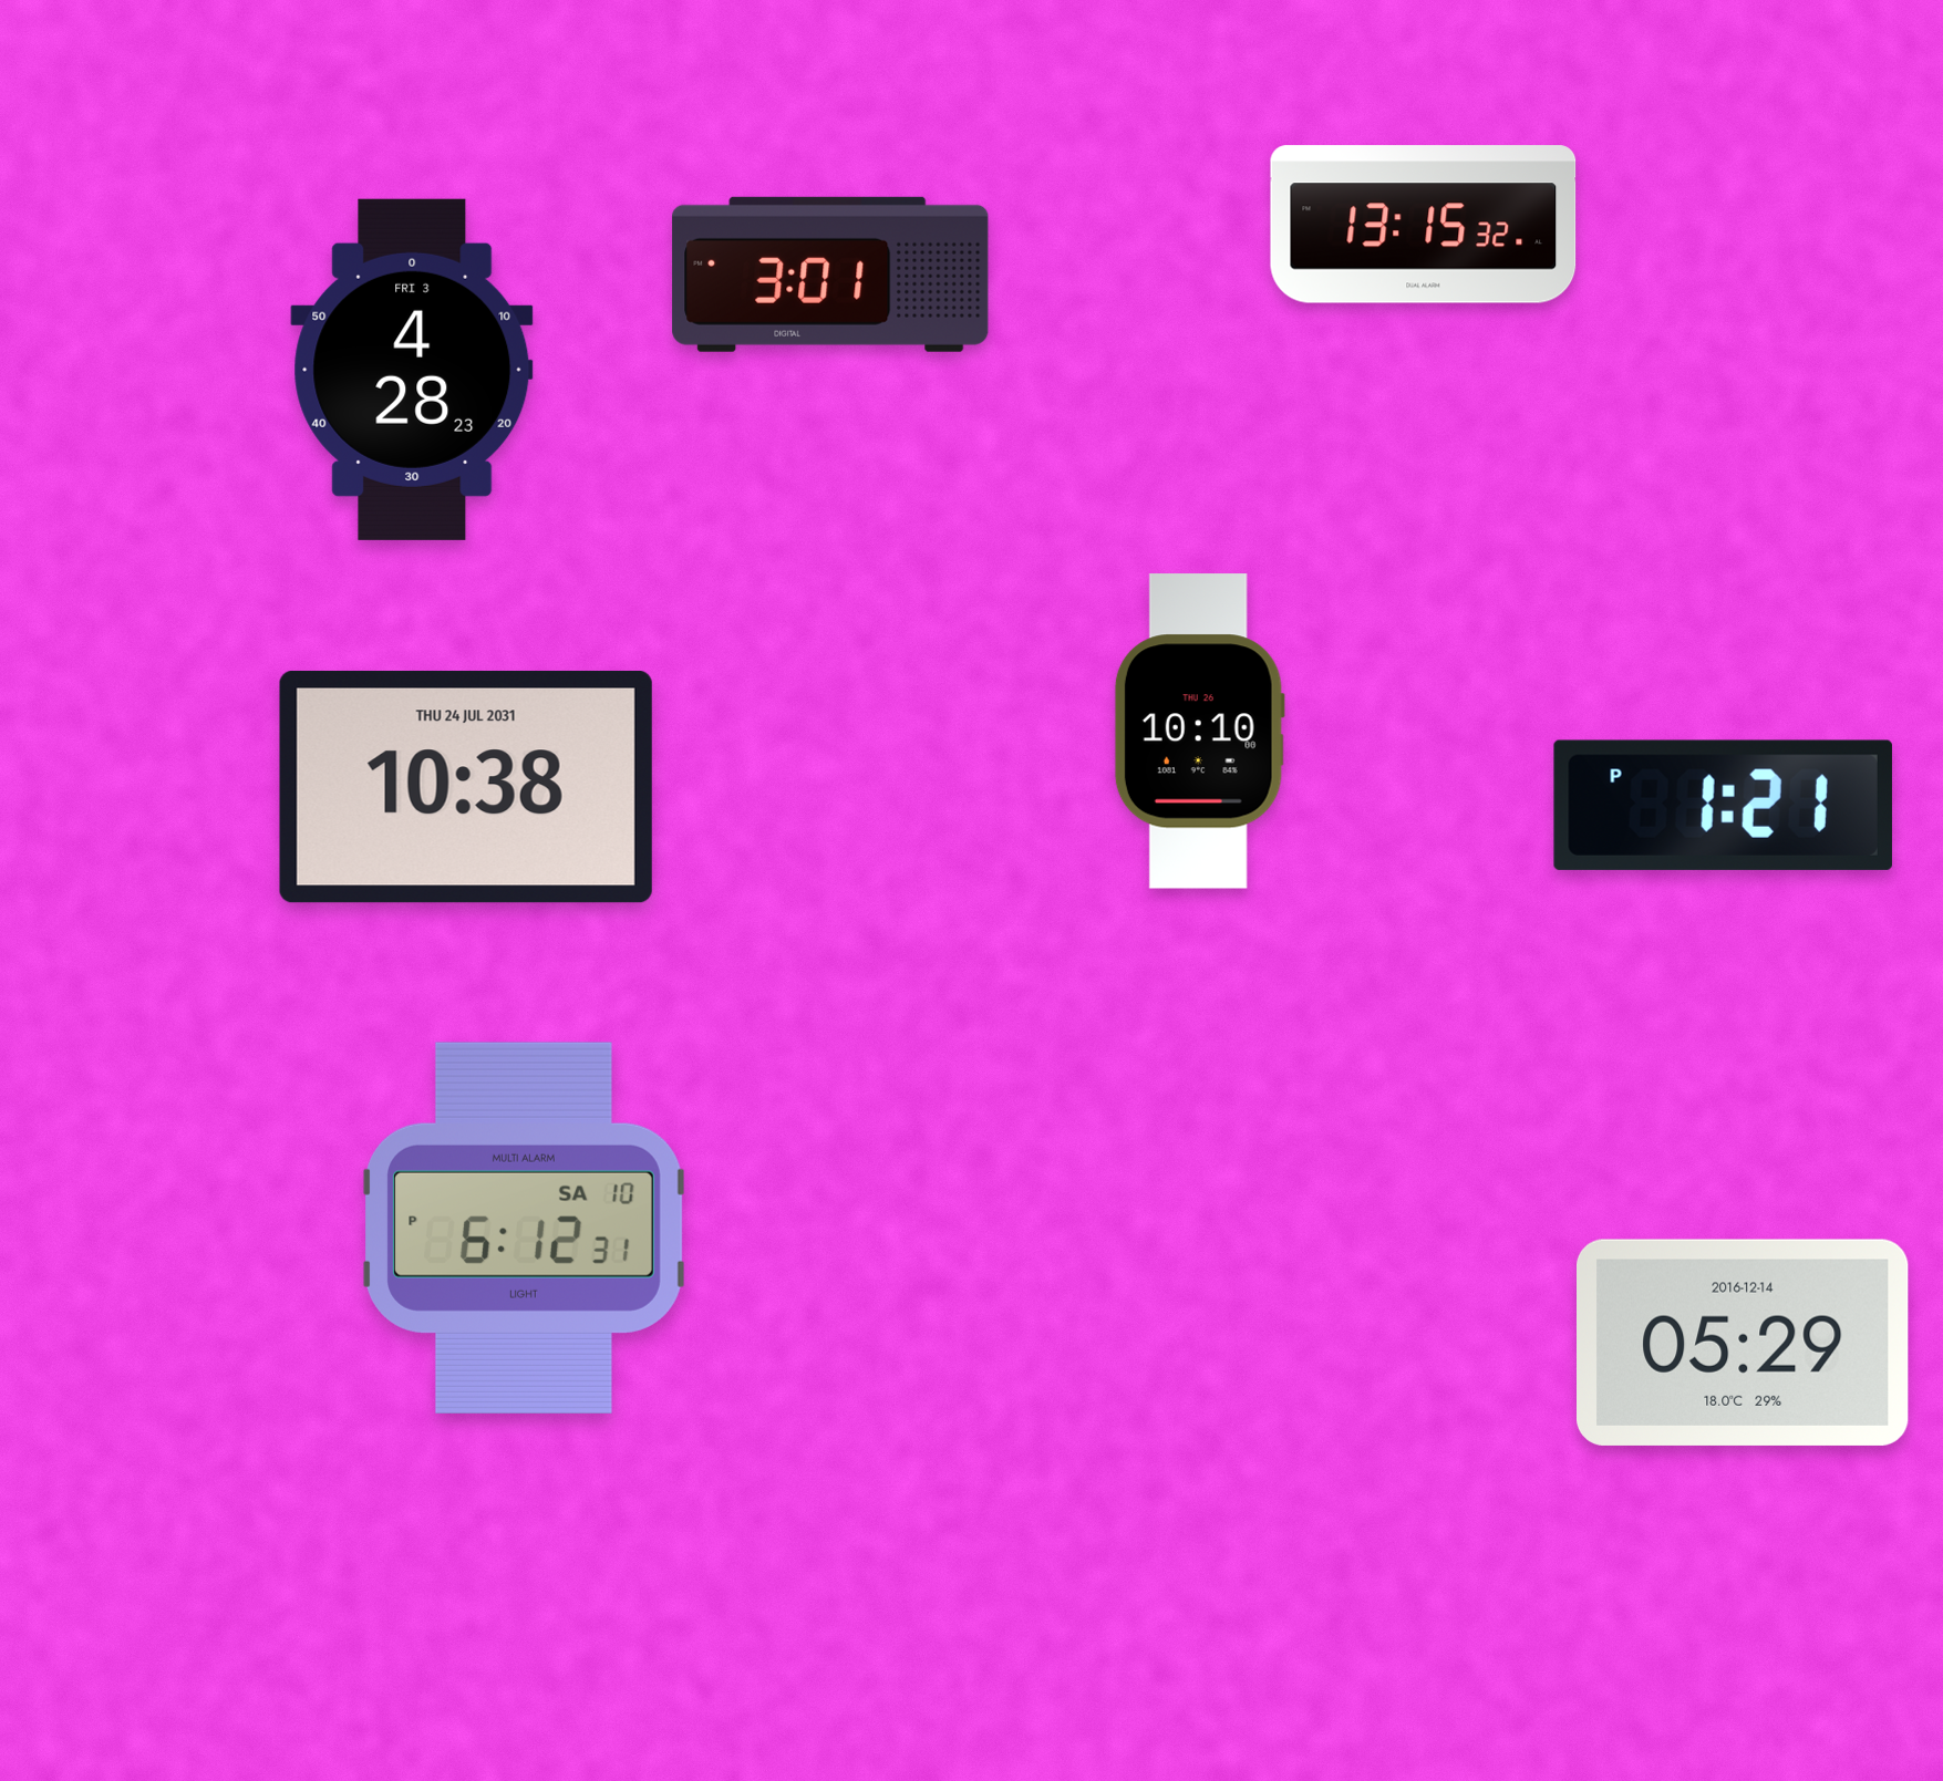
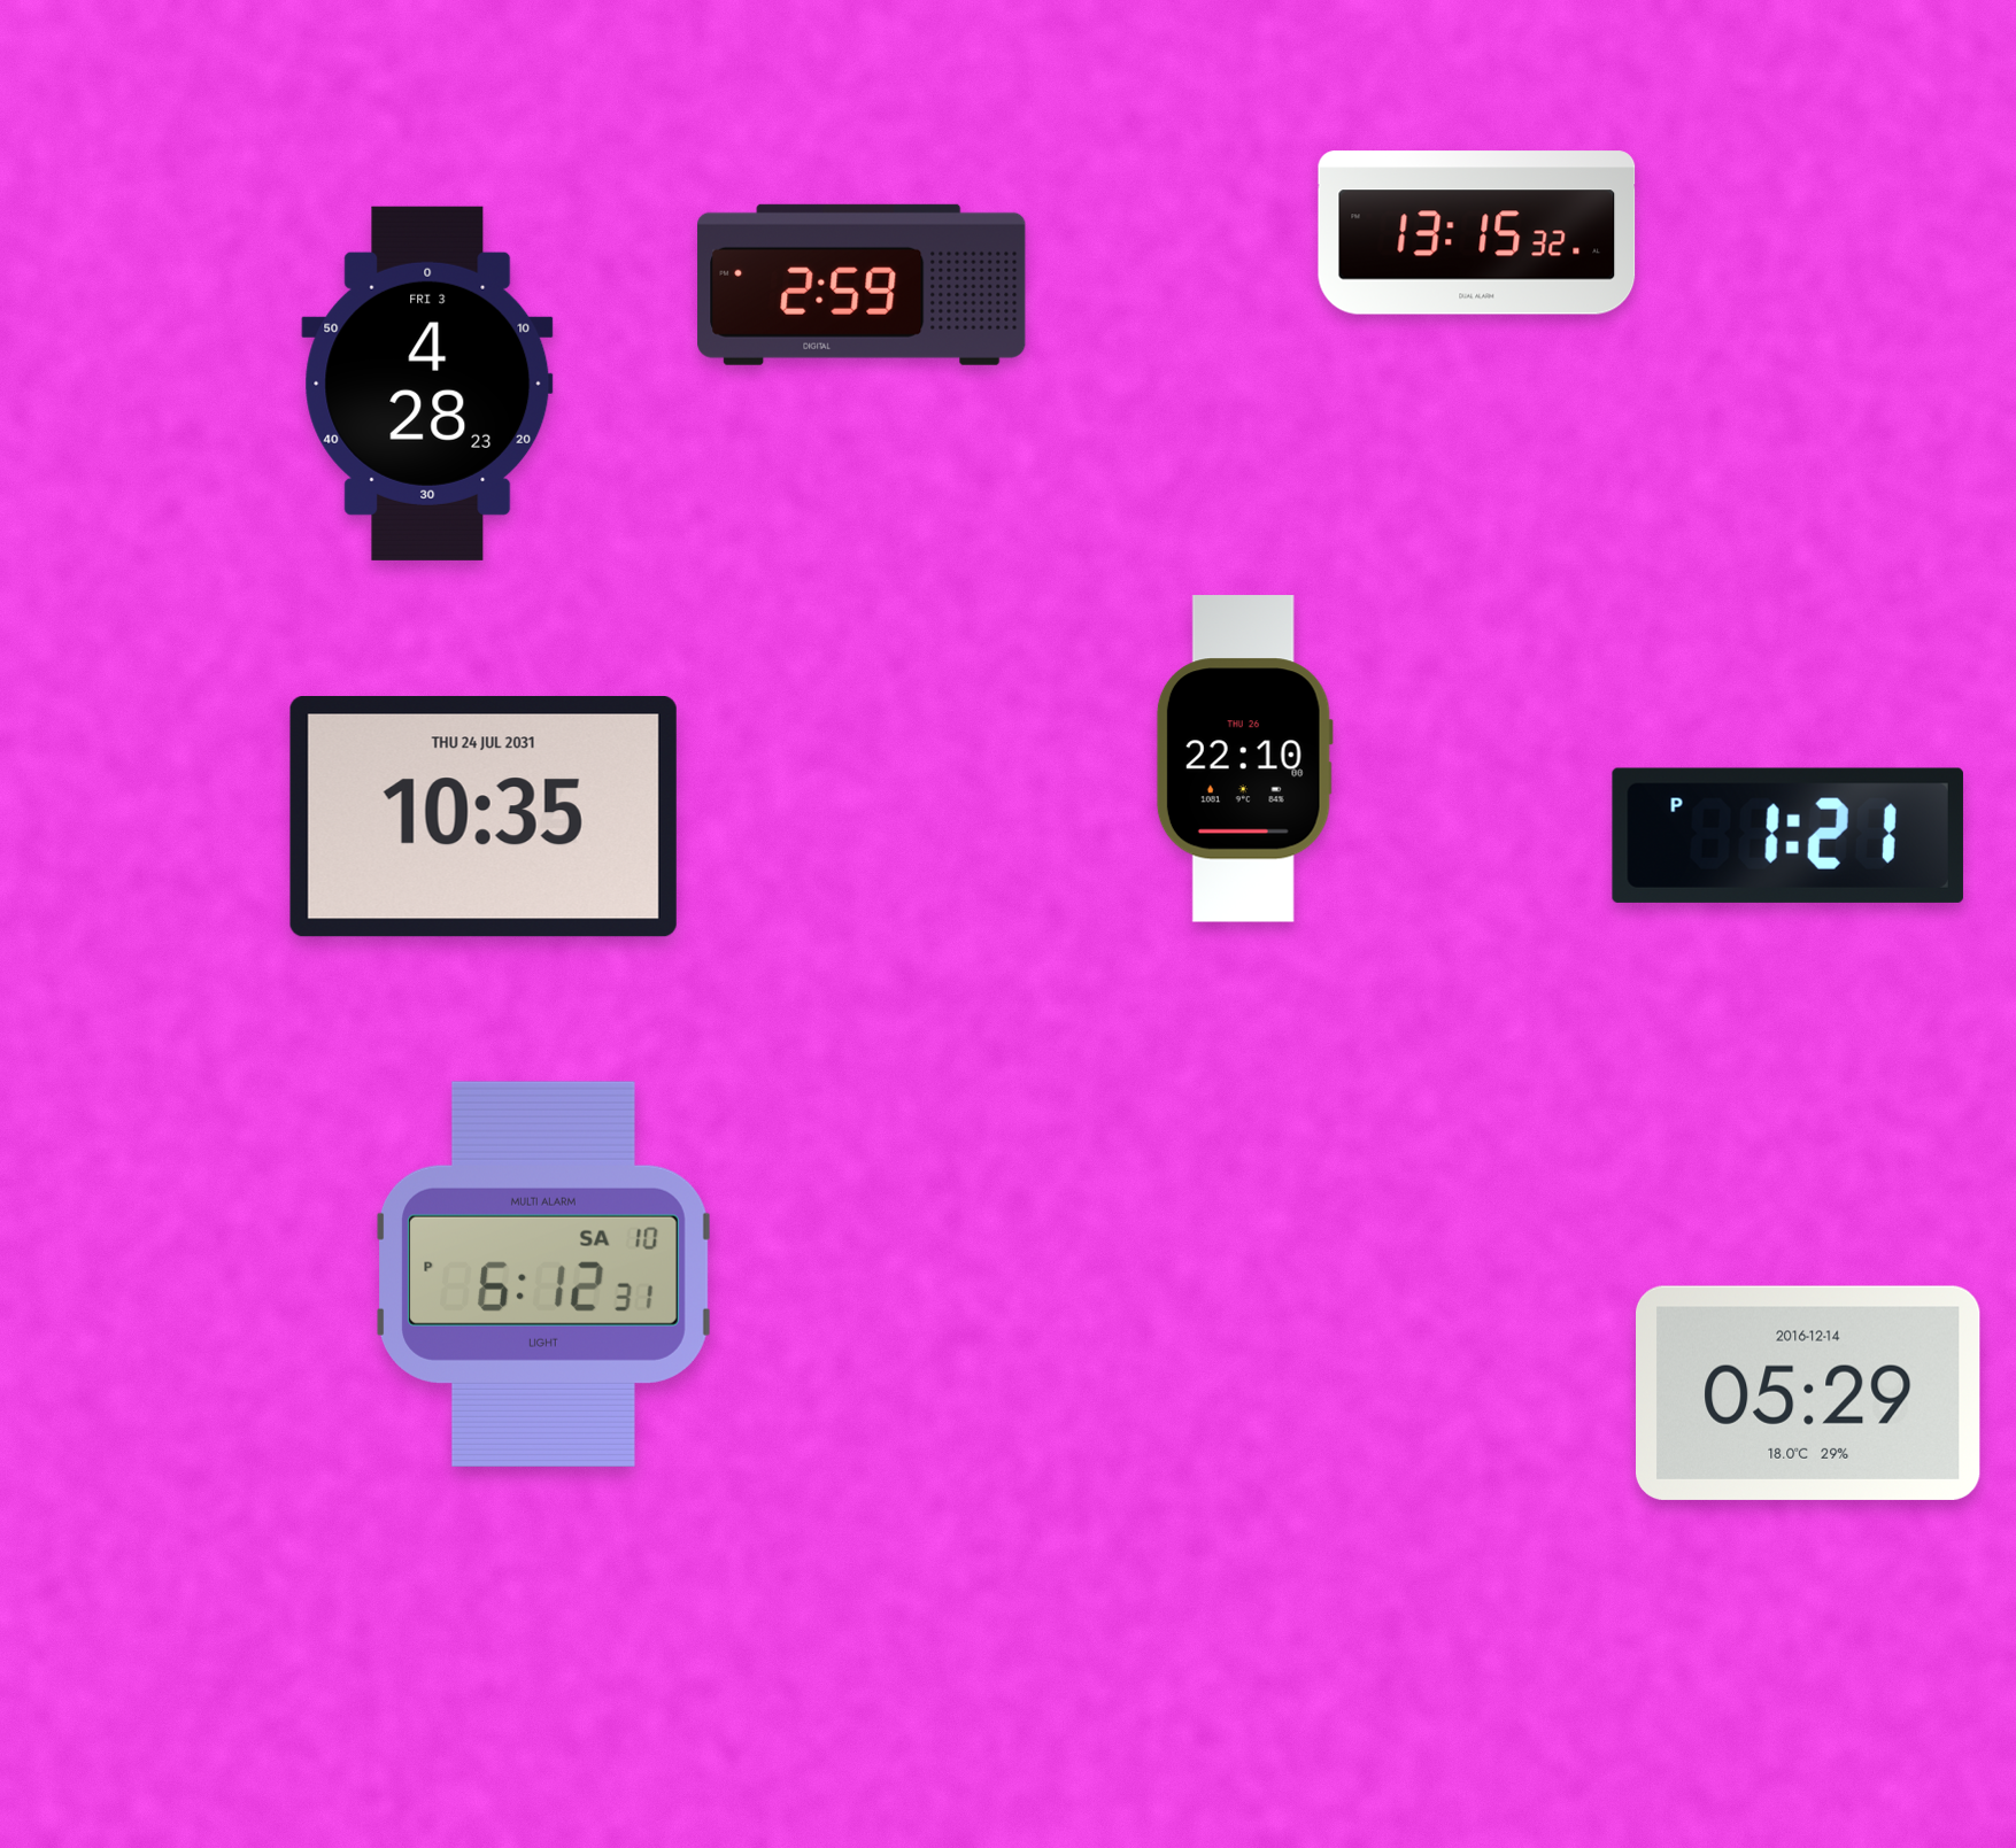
clock at (830, 275): 3:01 -> 2:59
clock at (1199, 732): 10:10 -> 22:10
clock at (466, 787): 10:38 -> 10:35
